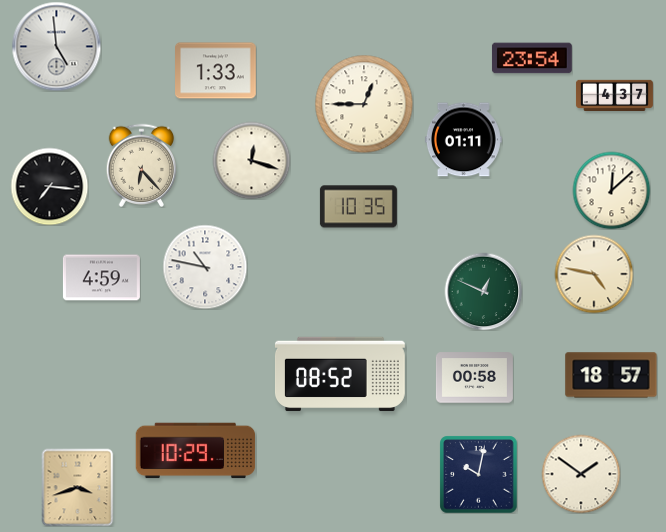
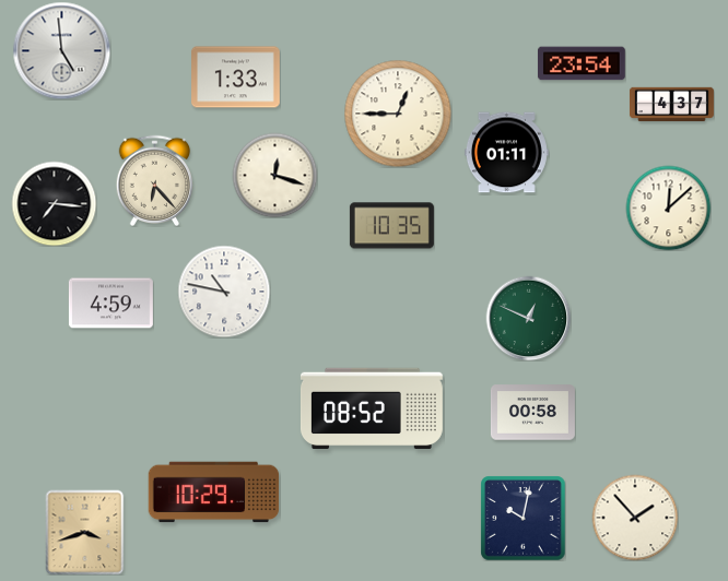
clock at (594, 274): 4:47 -> none
clock at (611, 375): 18:57 -> none
clock at (474, 378) position: (474, 378) -> (532, 413)
clock at (581, 474): 1:51 -> 1:53
